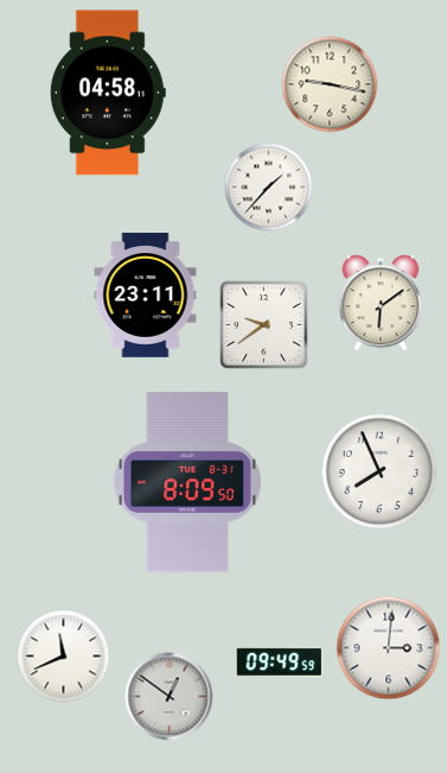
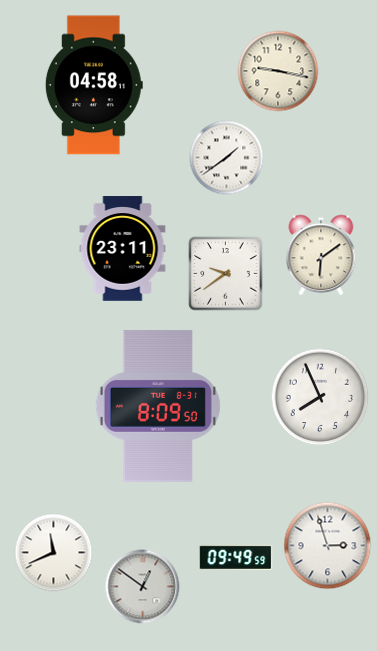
clock at (108, 93) position: (108, 93) -> (94, 85)
clock at (269, 188): 1:37 -> 1:39
clock at (264, 325) position: (264, 325) -> (226, 274)
clock at (389, 648): 3:01 -> 2:57
